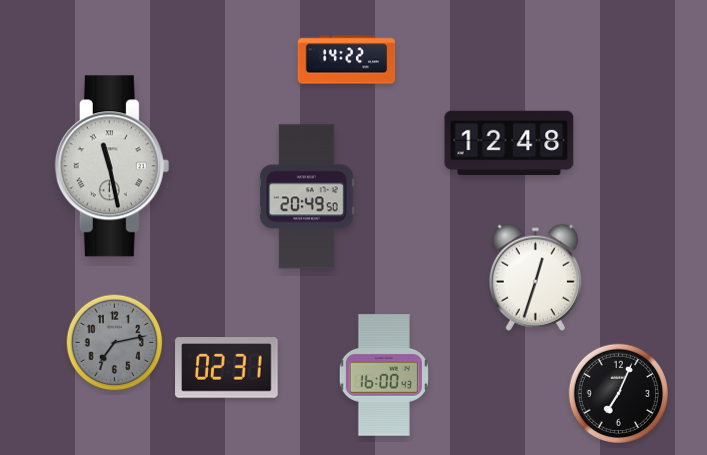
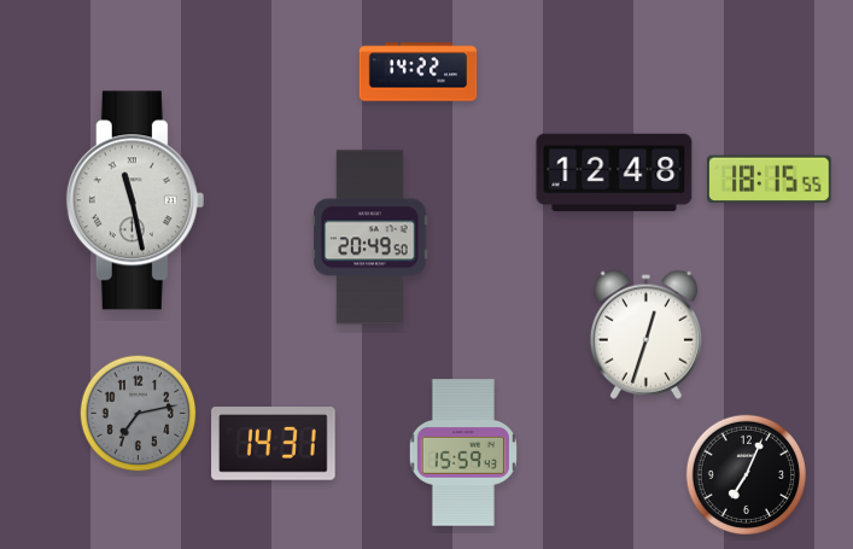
clock at (770, 179): none -> 18:15
clock at (227, 368): 02:31 -> 14:31
clock at (384, 375): 16:00 -> 15:59
